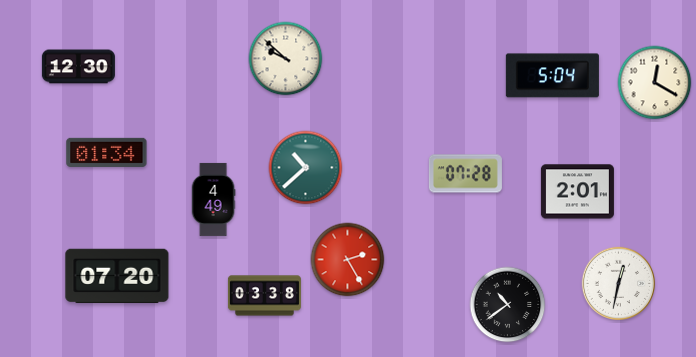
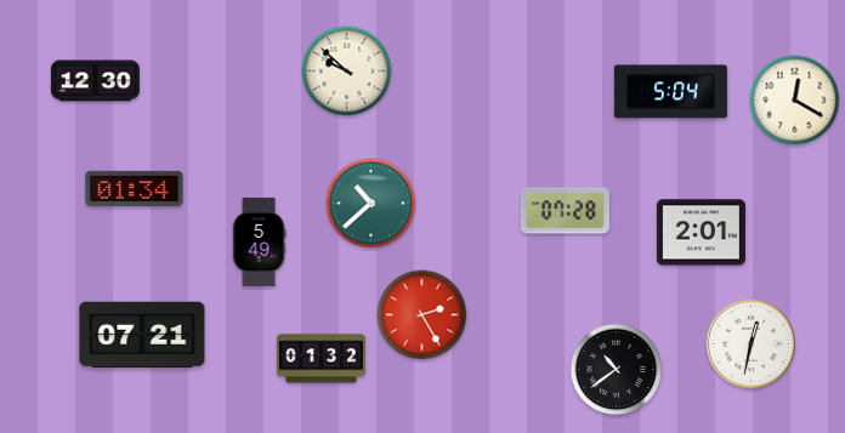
clock at (107, 152) position: (107, 152) -> (135, 188)
clock at (213, 199): 4:49 -> 5:49
clock at (117, 276): 07:20 -> 07:21
clock at (264, 296): 03:38 -> 01:32
